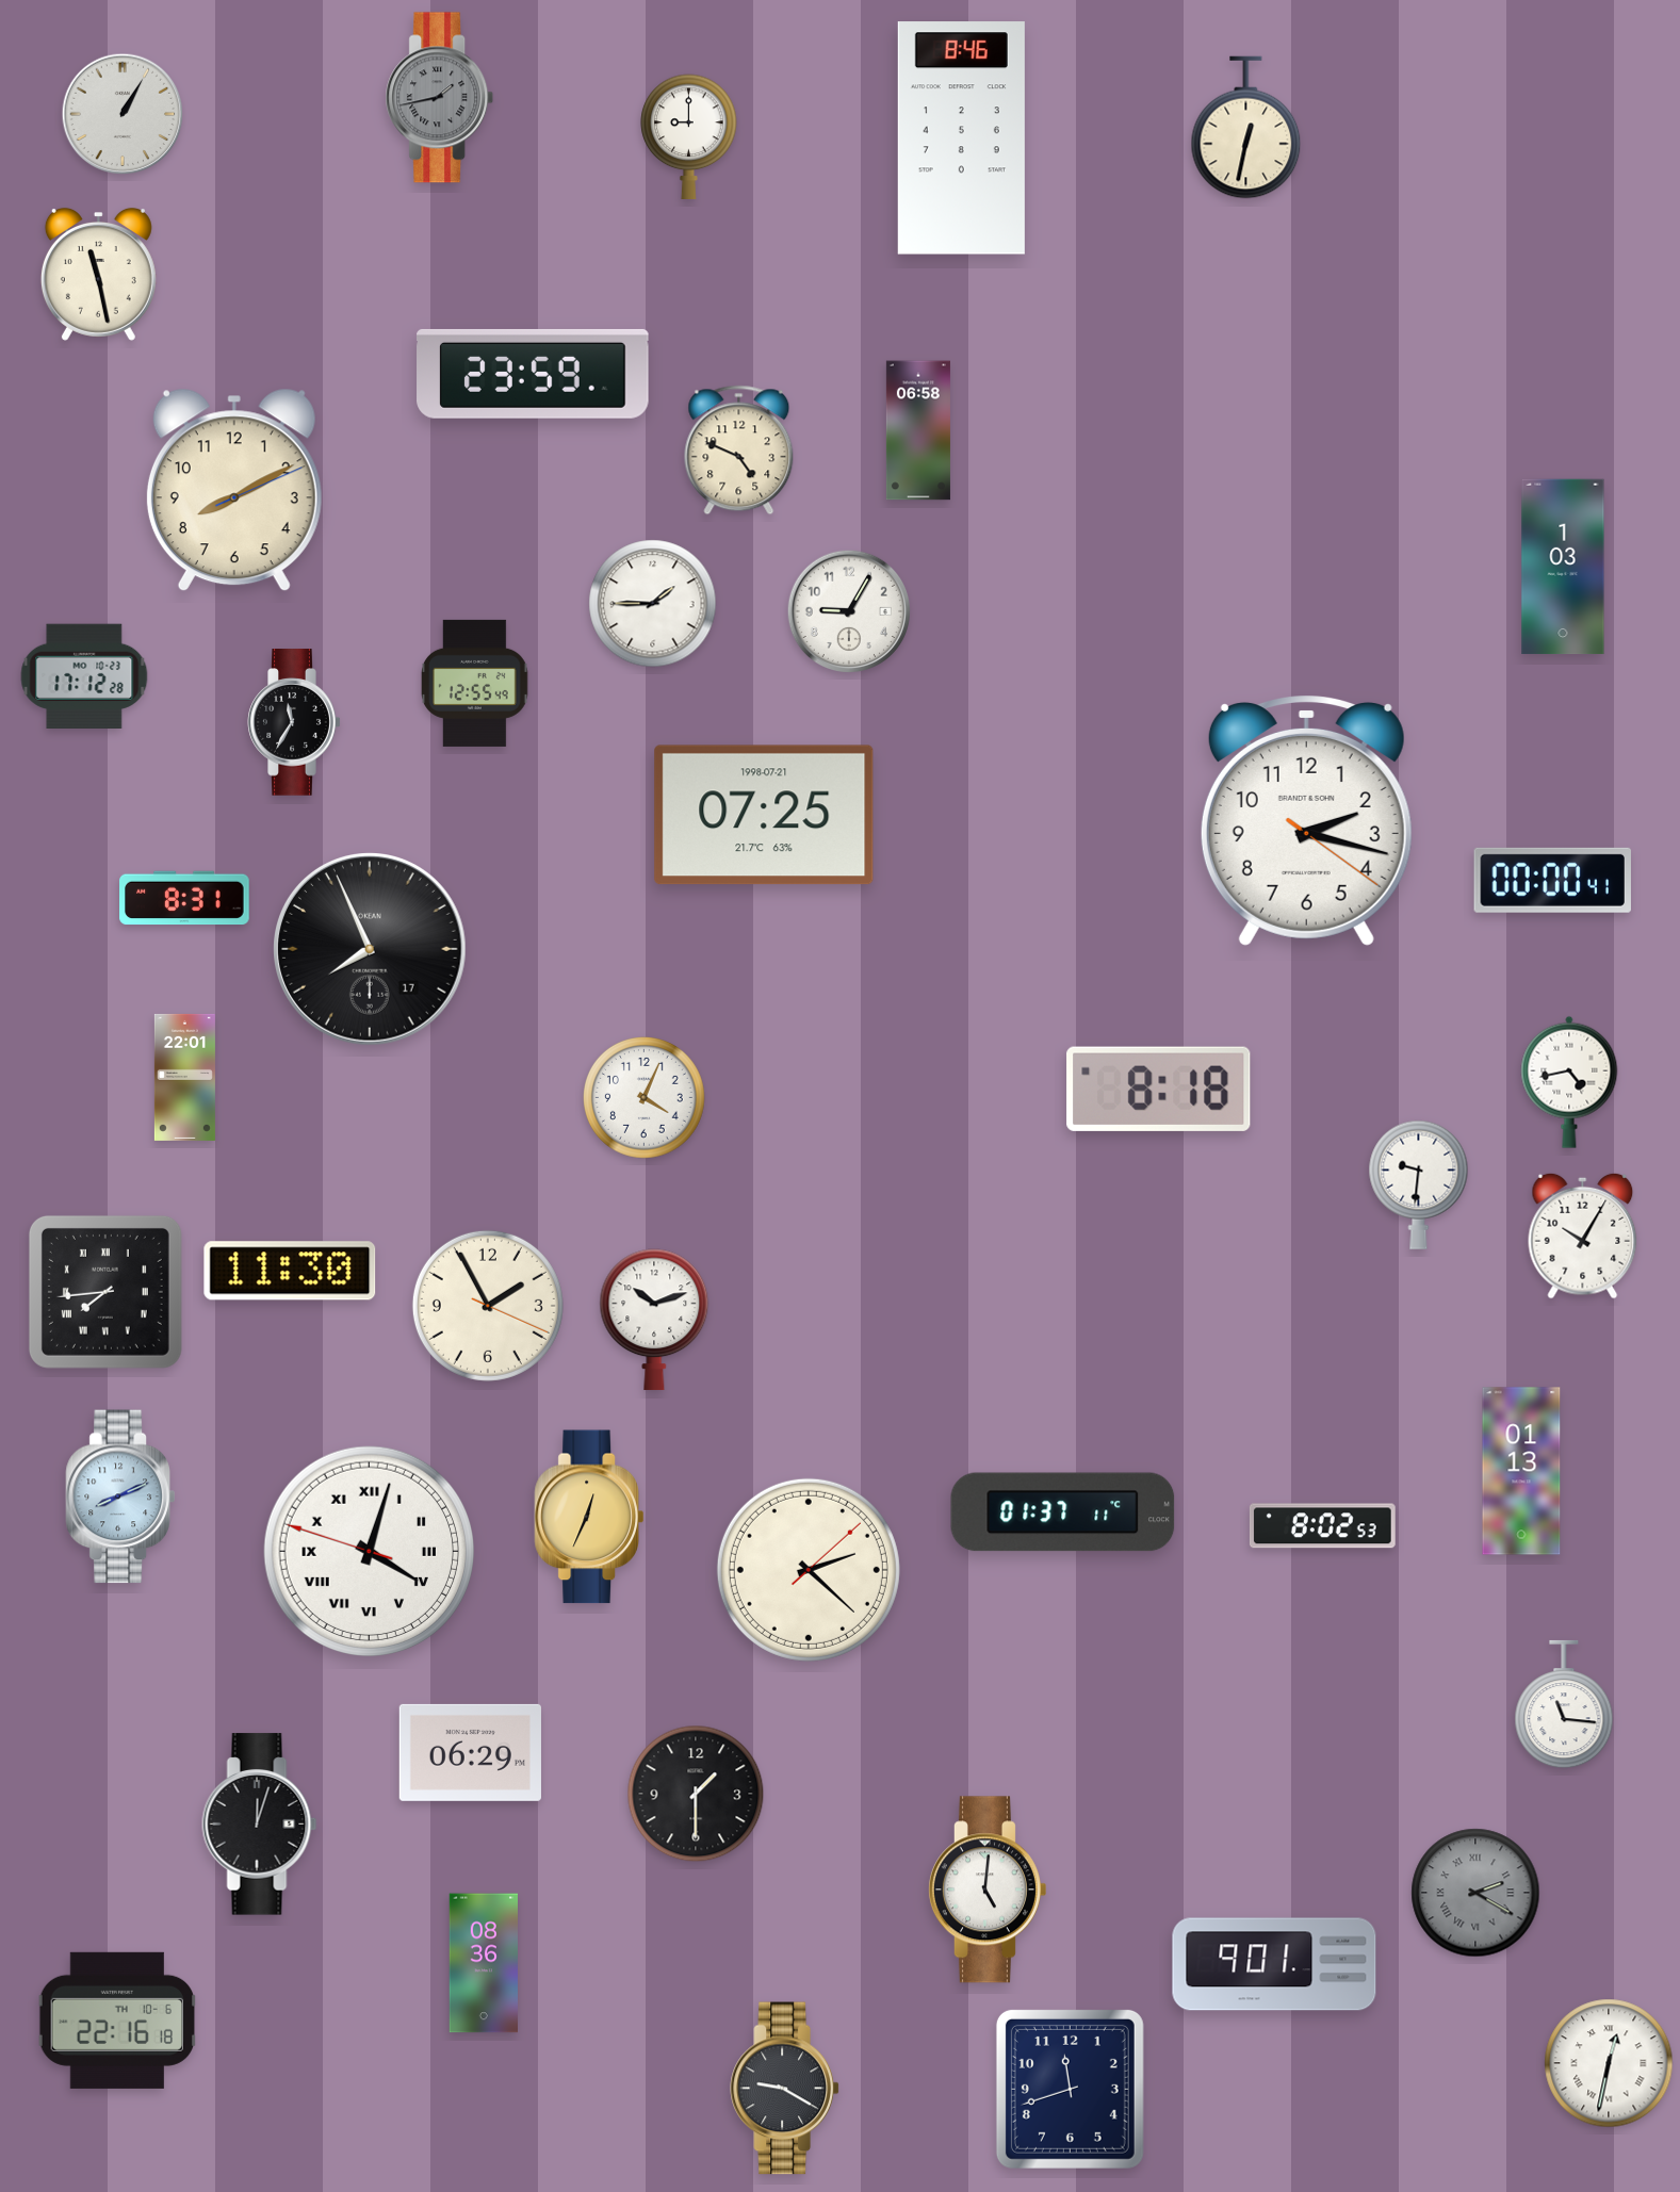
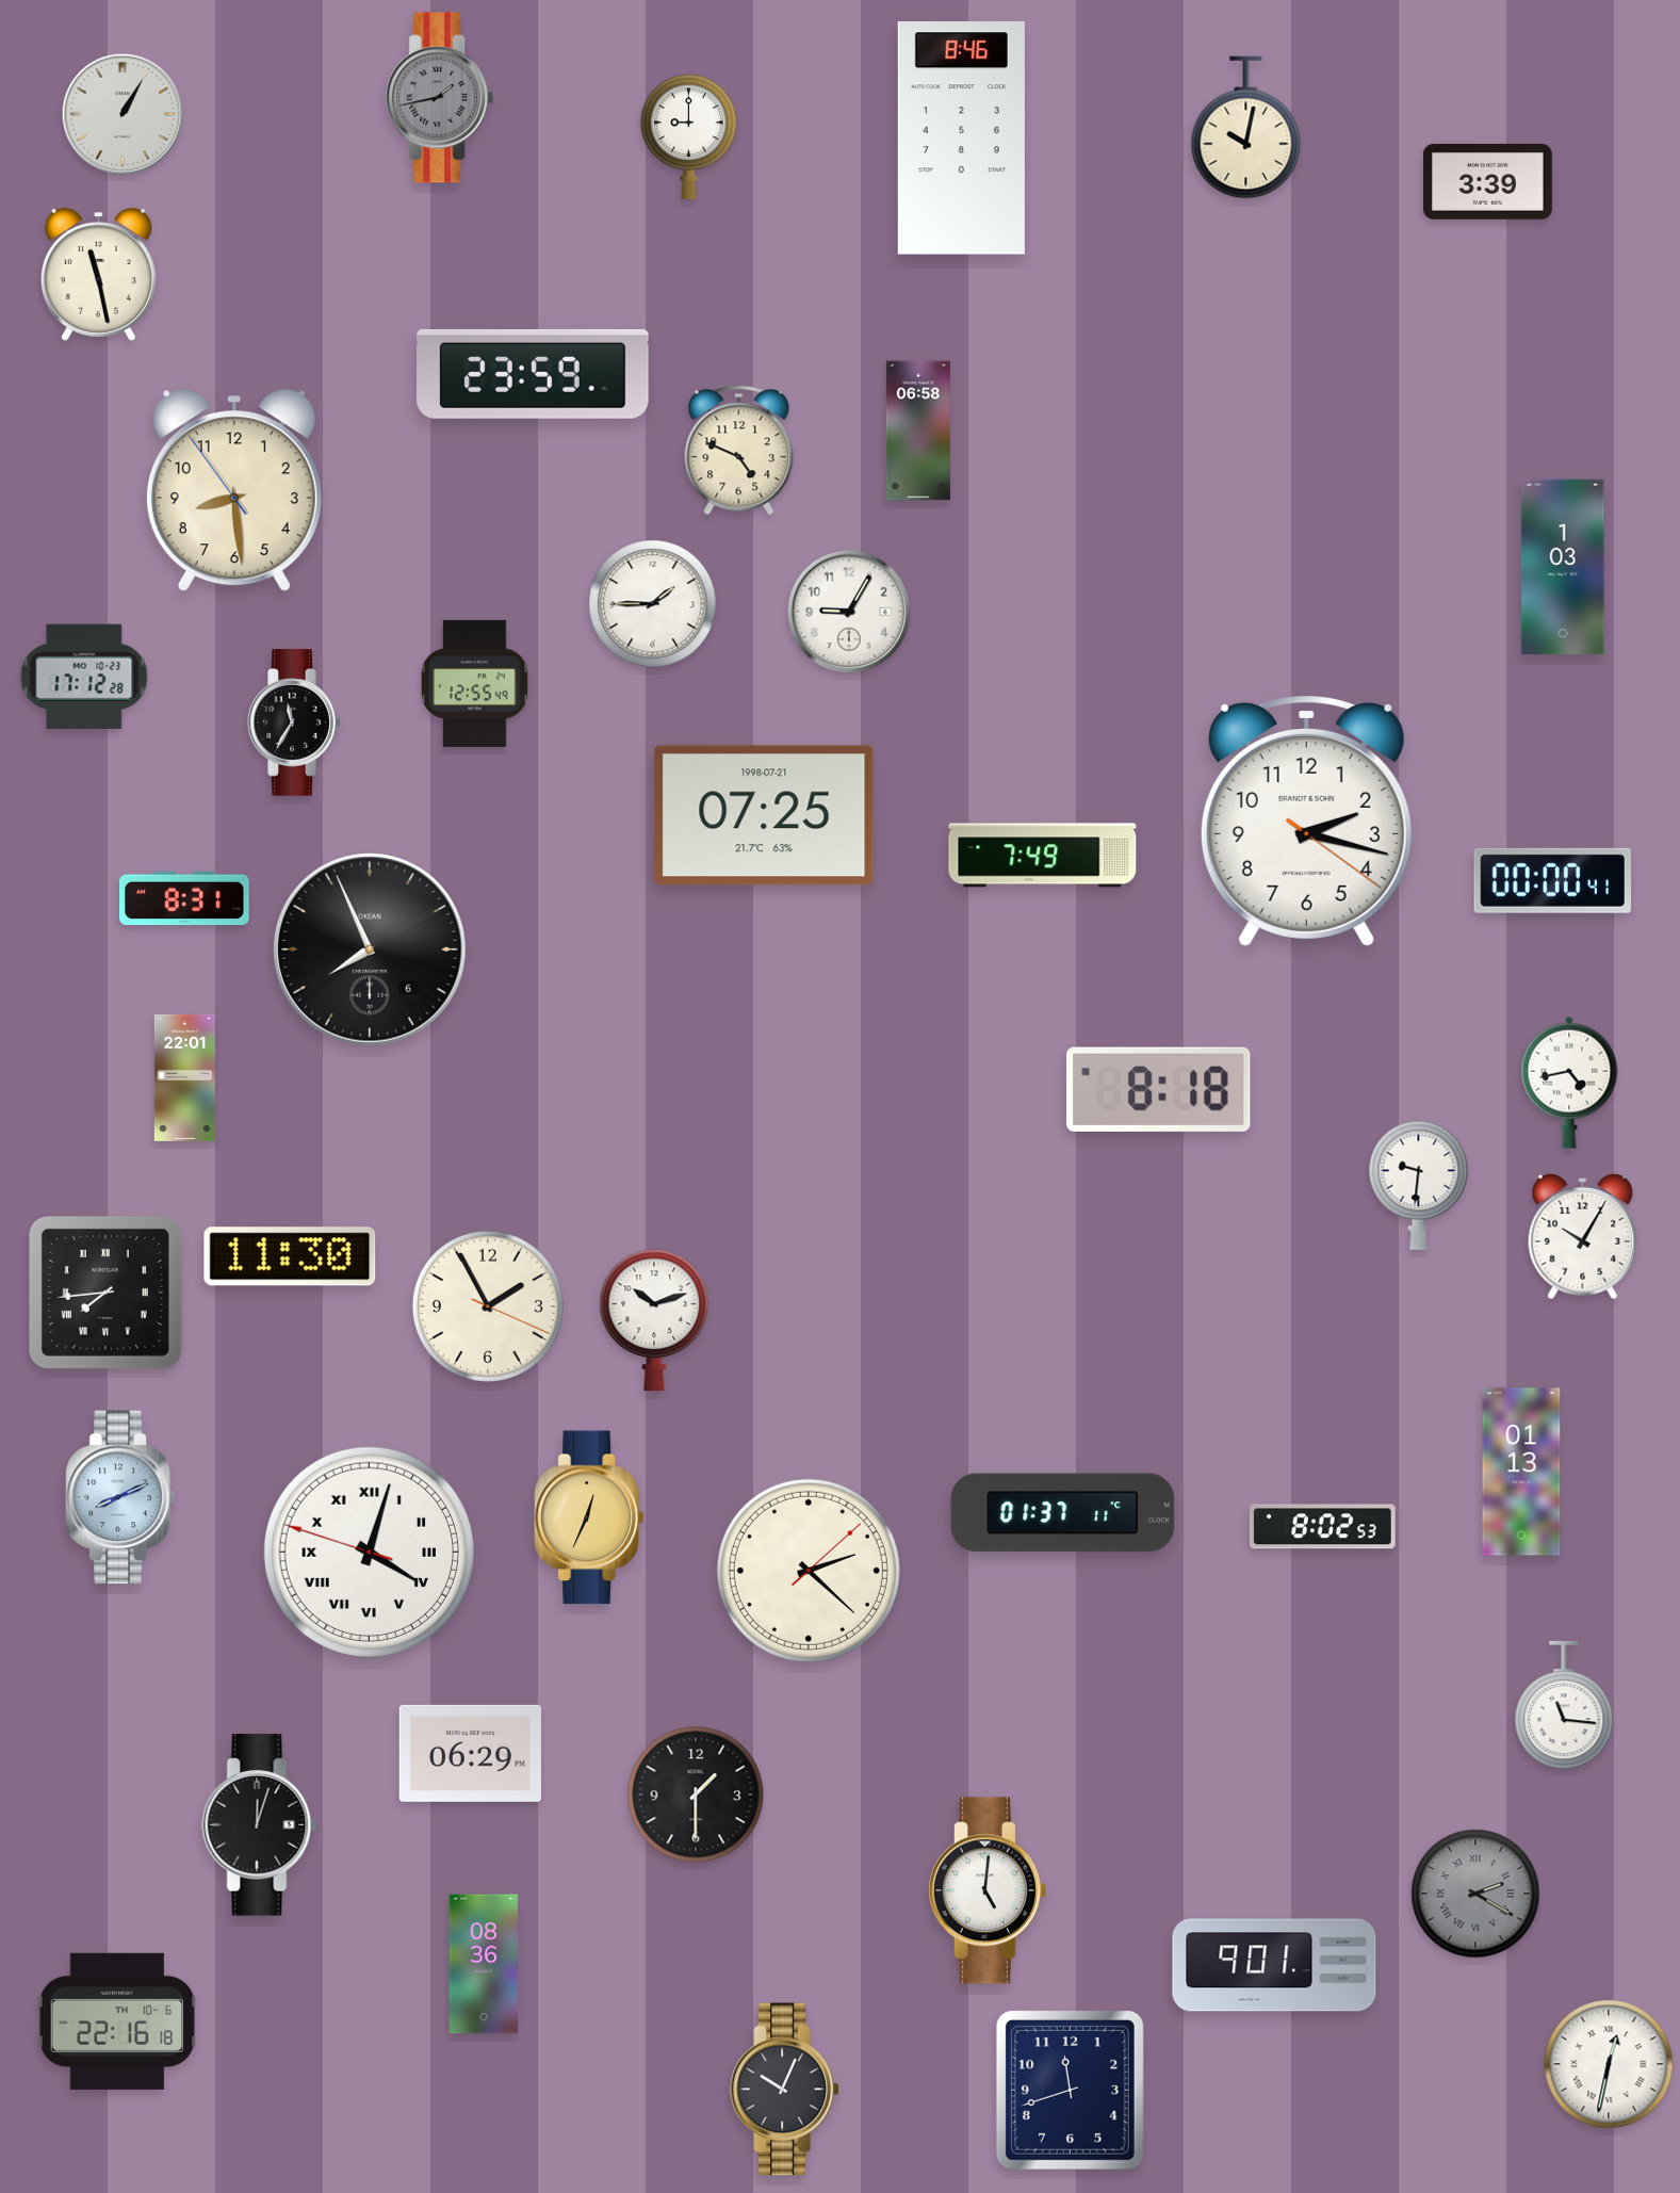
clock at (1246, 128): 12:32 -> 10:02
clock at (1487, 181): none -> 3:39
clock at (234, 490): 8:10 -> 8:28
clock at (1043, 856): none -> 7:49
clock at (371, 950) date: 17 -> 6
clock at (645, 1098): 4:04 -> none
clock at (290, 1271) position: (290, 1271) -> (290, 1256)
clock at (784, 2089): 9:20 -> 10:04
